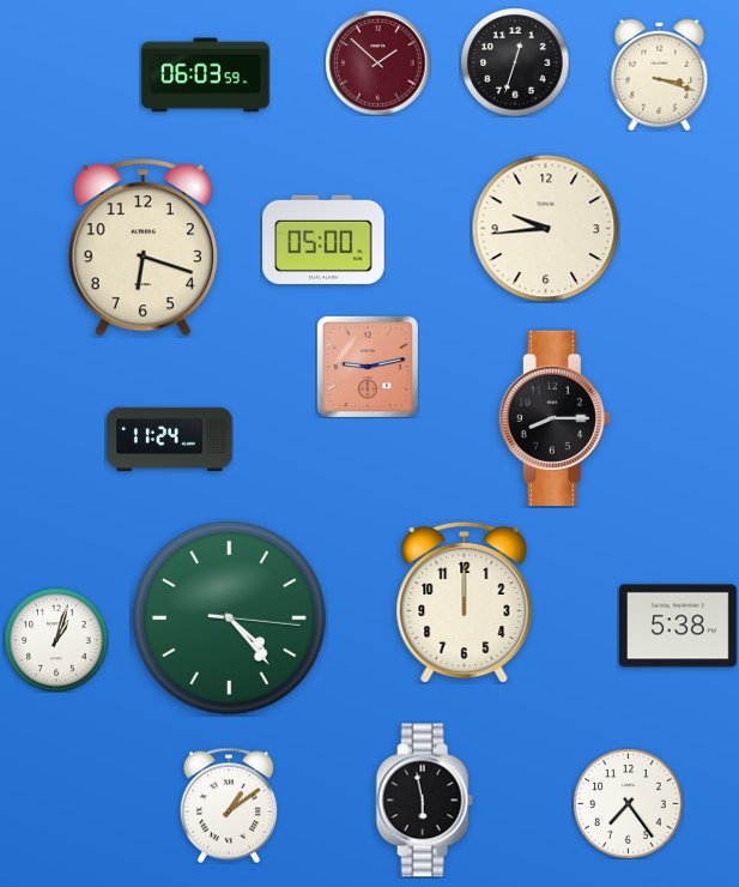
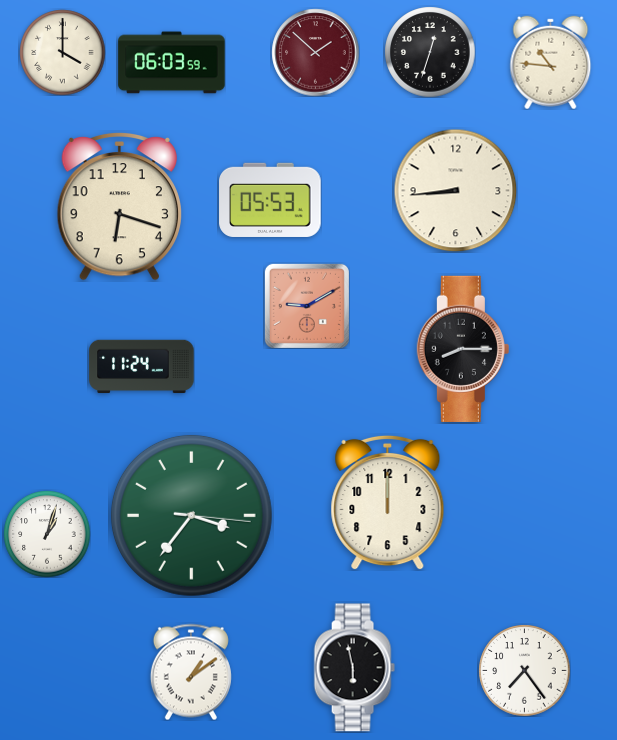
clock at (62, 52): none -> 4:00
clock at (660, 74): 3:18 -> 10:46
clock at (545, 228): 9:44 -> 8:44
clock at (323, 240): 05:00 -> 05:53
clock at (368, 367): 9:13 -> 9:10
clock at (229, 617): 4:23 -> 3:36
clock at (678, 626): 5:38 -> none
